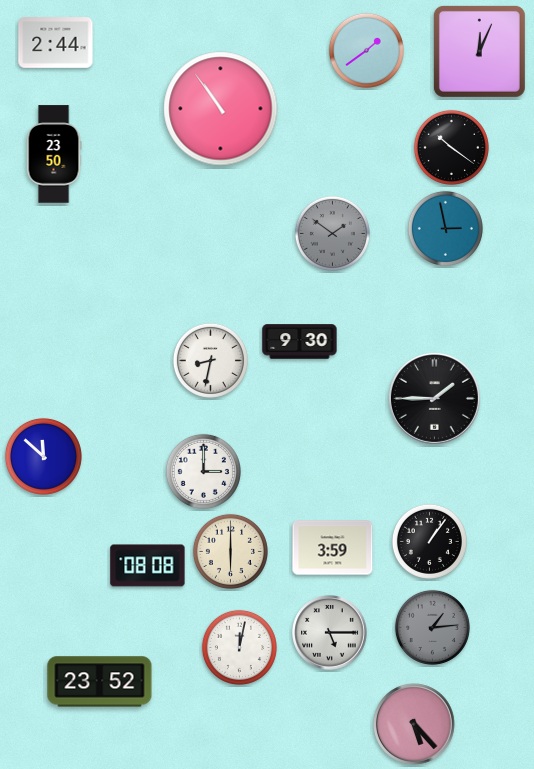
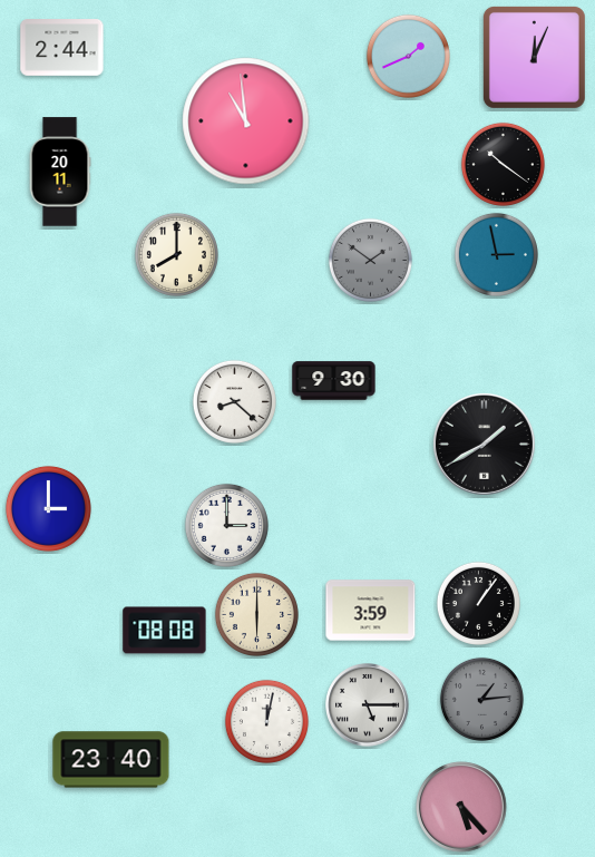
clock at (366, 50): 1:39 -> 1:41
clock at (221, 109): 10:54 -> 10:59
clock at (54, 154): 23:50 -> 20:11
clock at (176, 254): none -> 8:00
clock at (210, 360): 8:32 -> 8:22
clock at (434, 398): 1:45 -> 1:40
clock at (43, 456): 11:52 -> 3:00
clock at (100, 682): 23:52 -> 23:40
